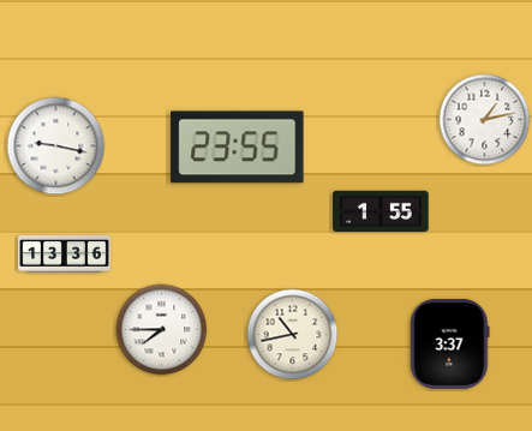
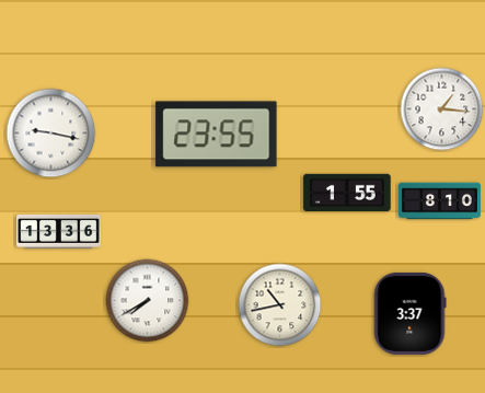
clock at (485, 120): 1:13 -> 1:16
clock at (440, 201): none -> 8:10
clock at (162, 330): 7:45 -> 7:40
clock at (293, 335) position: (293, 335) -> (280, 305)
